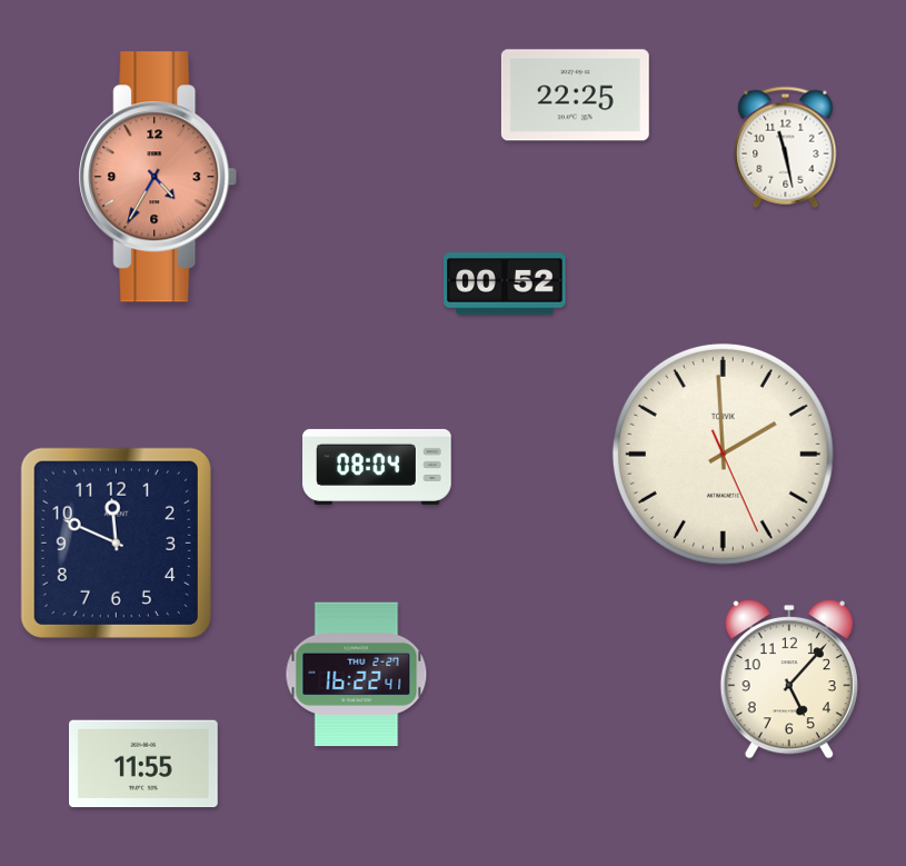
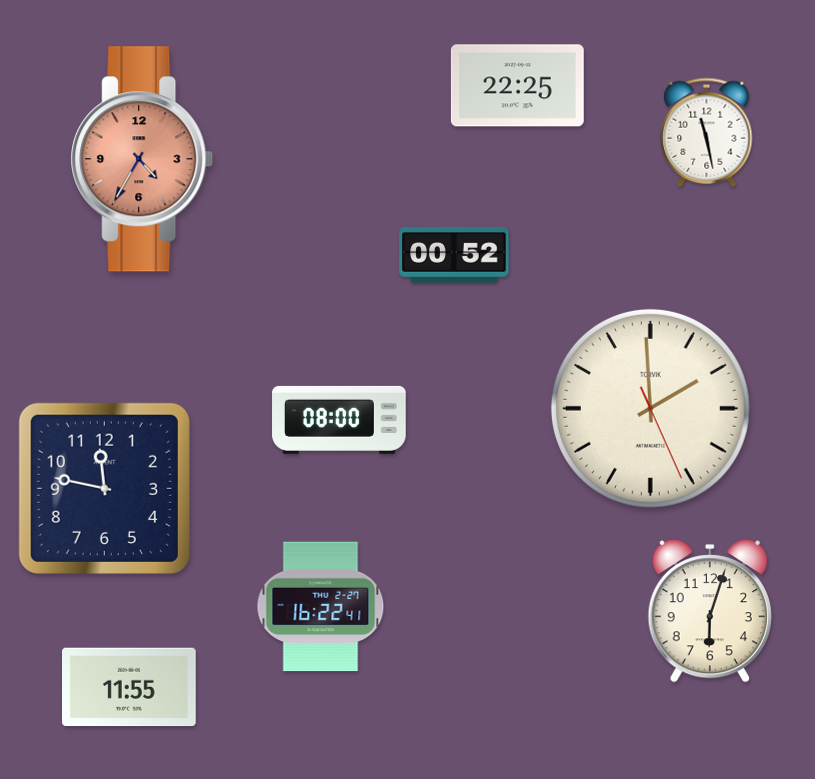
clock at (377, 467): 08:04 -> 08:00
clock at (116, 543): 11:49 -> 11:47
clock at (789, 679): 5:07 -> 6:03
